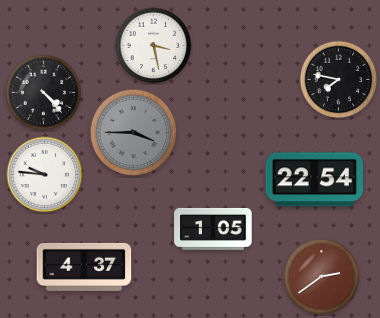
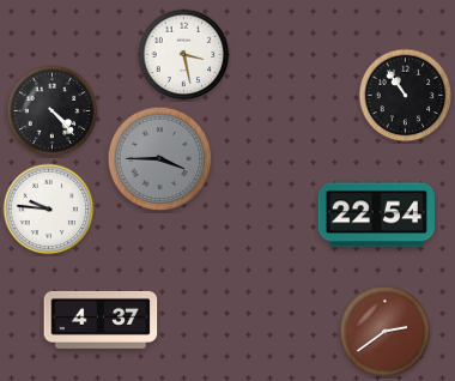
clock at (339, 80): 7:47 -> 10:54
clock at (45, 175) position: (45, 175) -> (49, 210)
clock at (213, 229): 1:05 -> none
